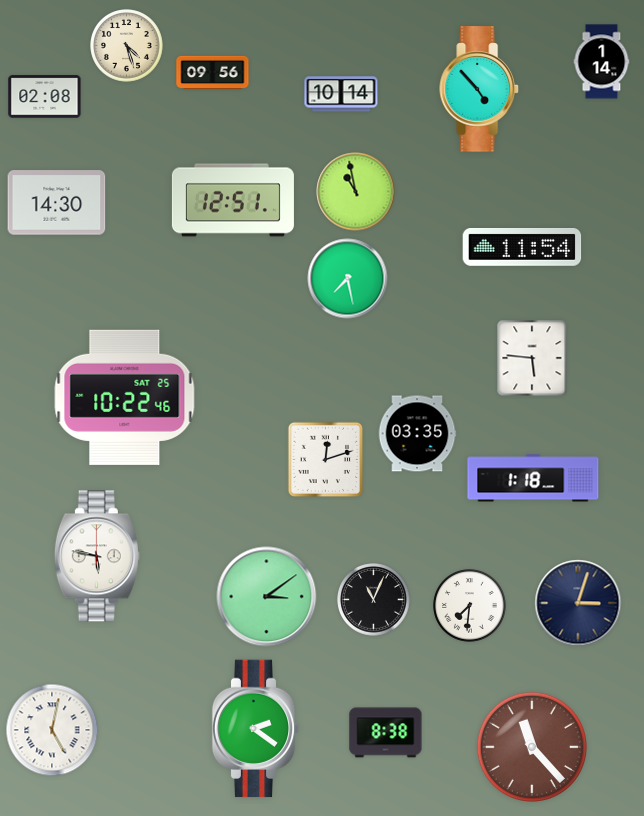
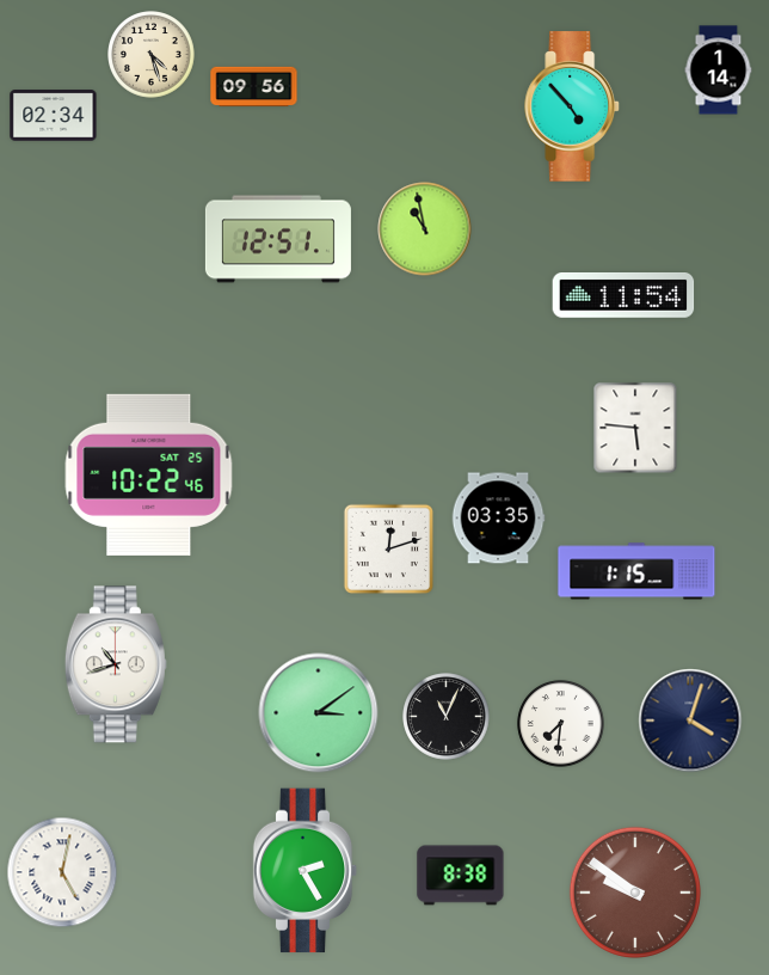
clock at (602, 62) position: (602, 62) -> (719, 70)
clock at (341, 94): 10:14 -> none
clock at (45, 97): 02:08 -> 02:34
clock at (57, 203): 14:30 -> none
clock at (348, 279): 7:28 -> none
clock at (533, 478): 1:18 -> 1:15
clock at (97, 556): 5:47 -> 10:42
clock at (578, 603): 3:03 -> 4:03
clock at (256, 729): 2:21 -> 2:25
clock at (532, 747): 11:23 -> 9:51
